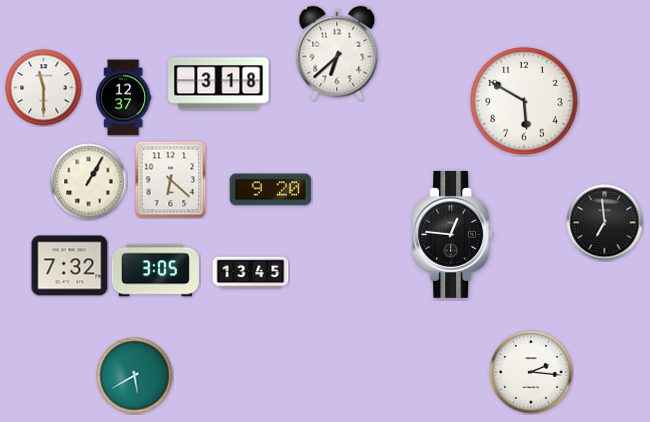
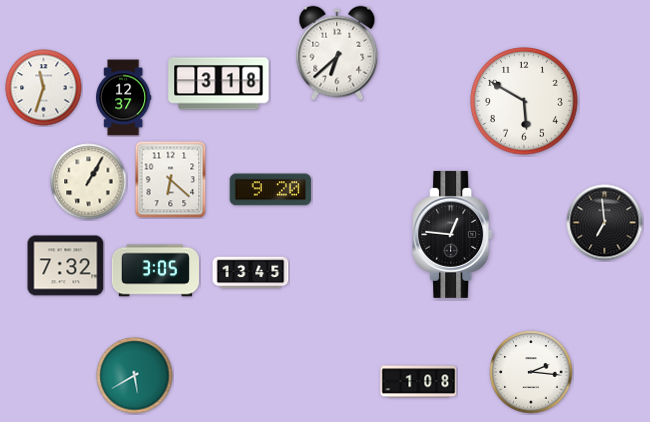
clock at (44, 88): 11:30 -> 11:33
clock at (70, 266) position: (70, 266) -> (66, 266)
clock at (419, 382): none -> 1:08
